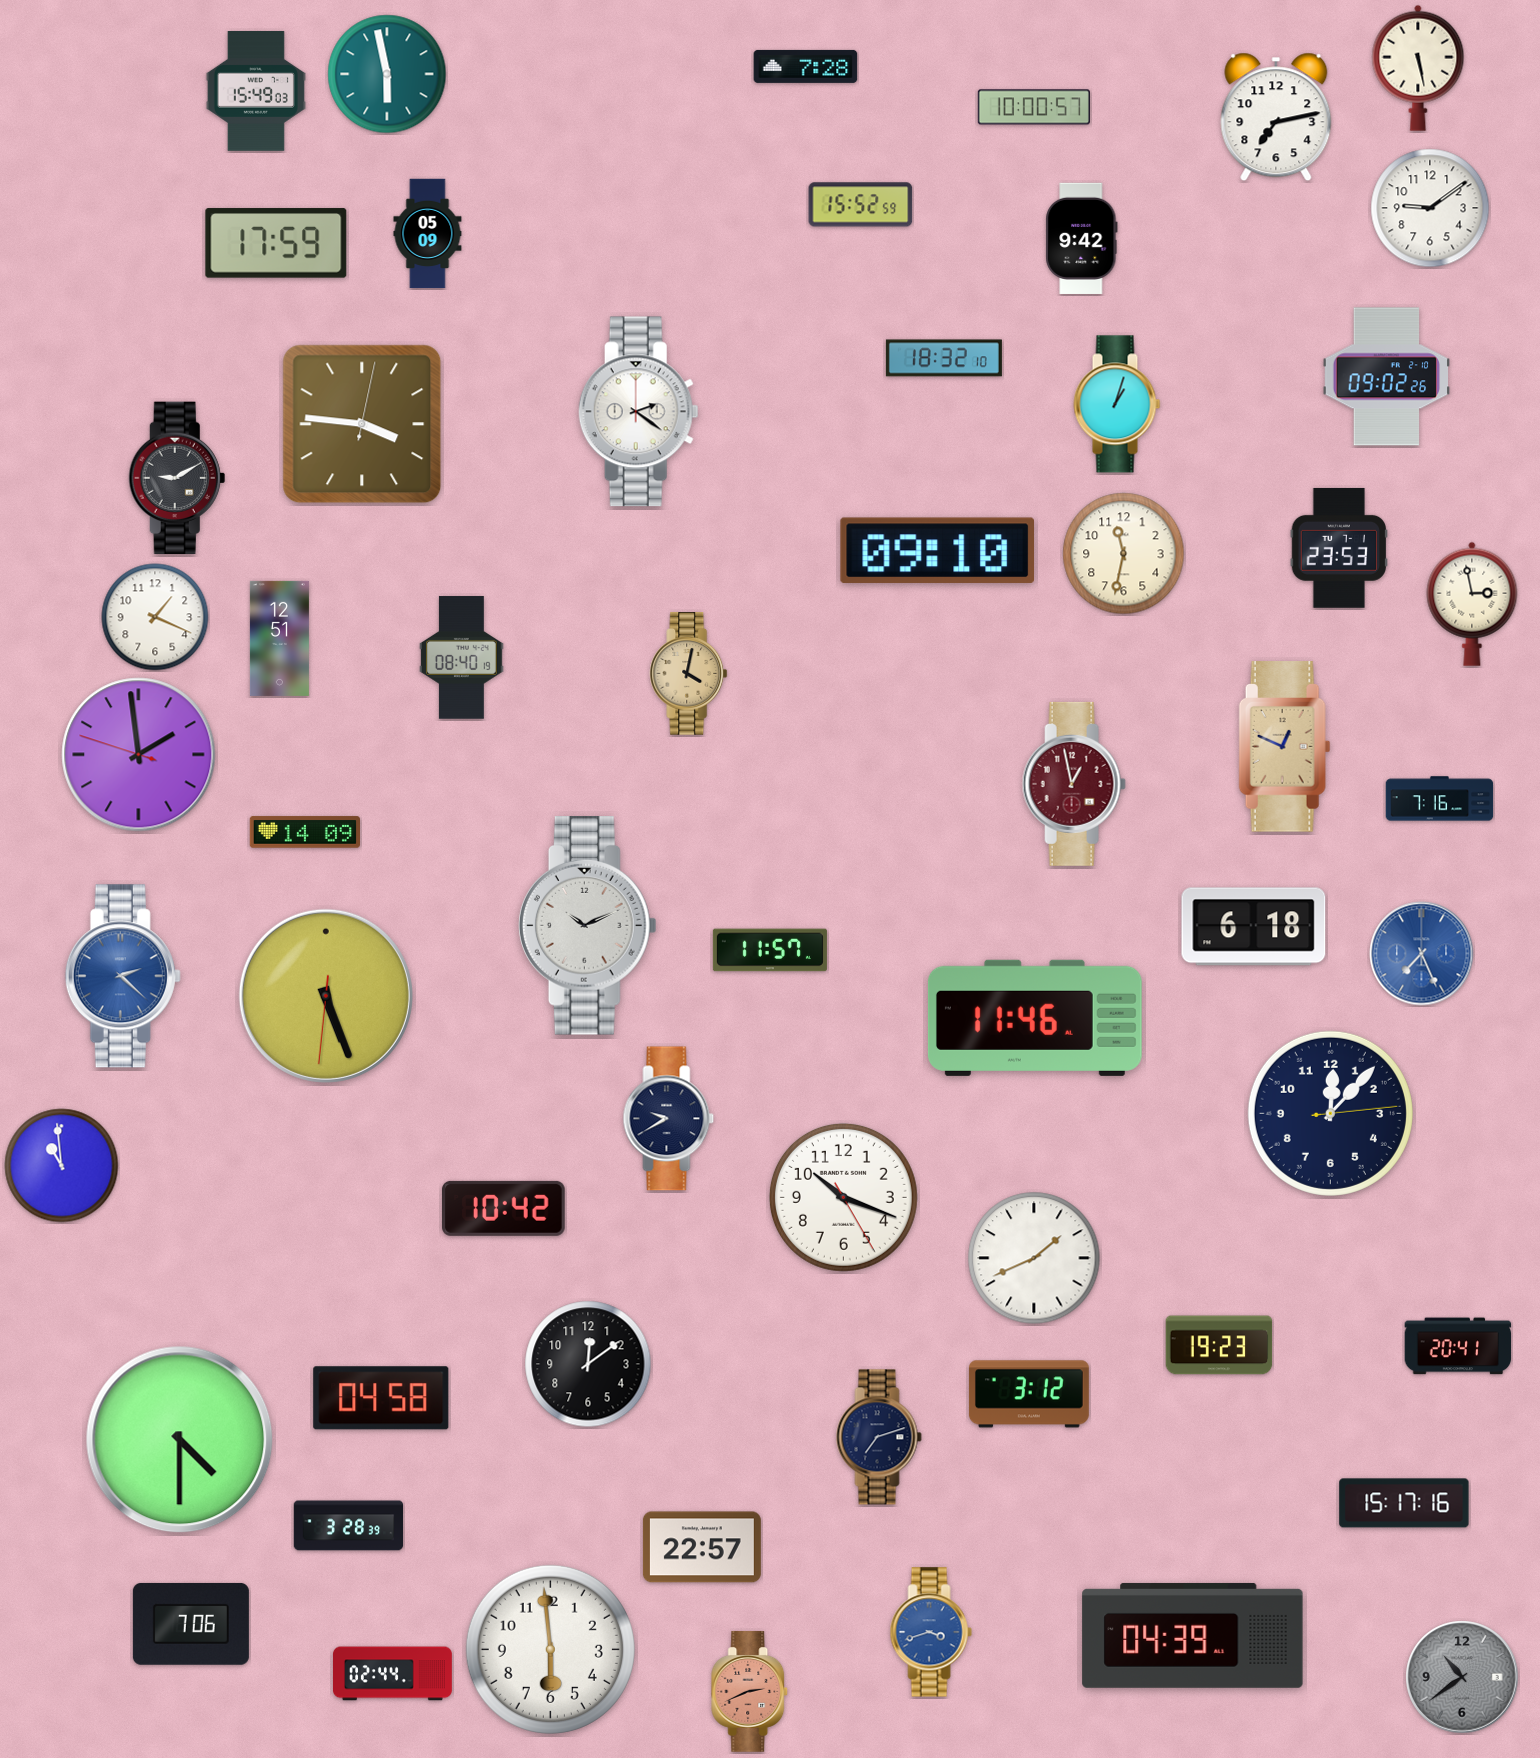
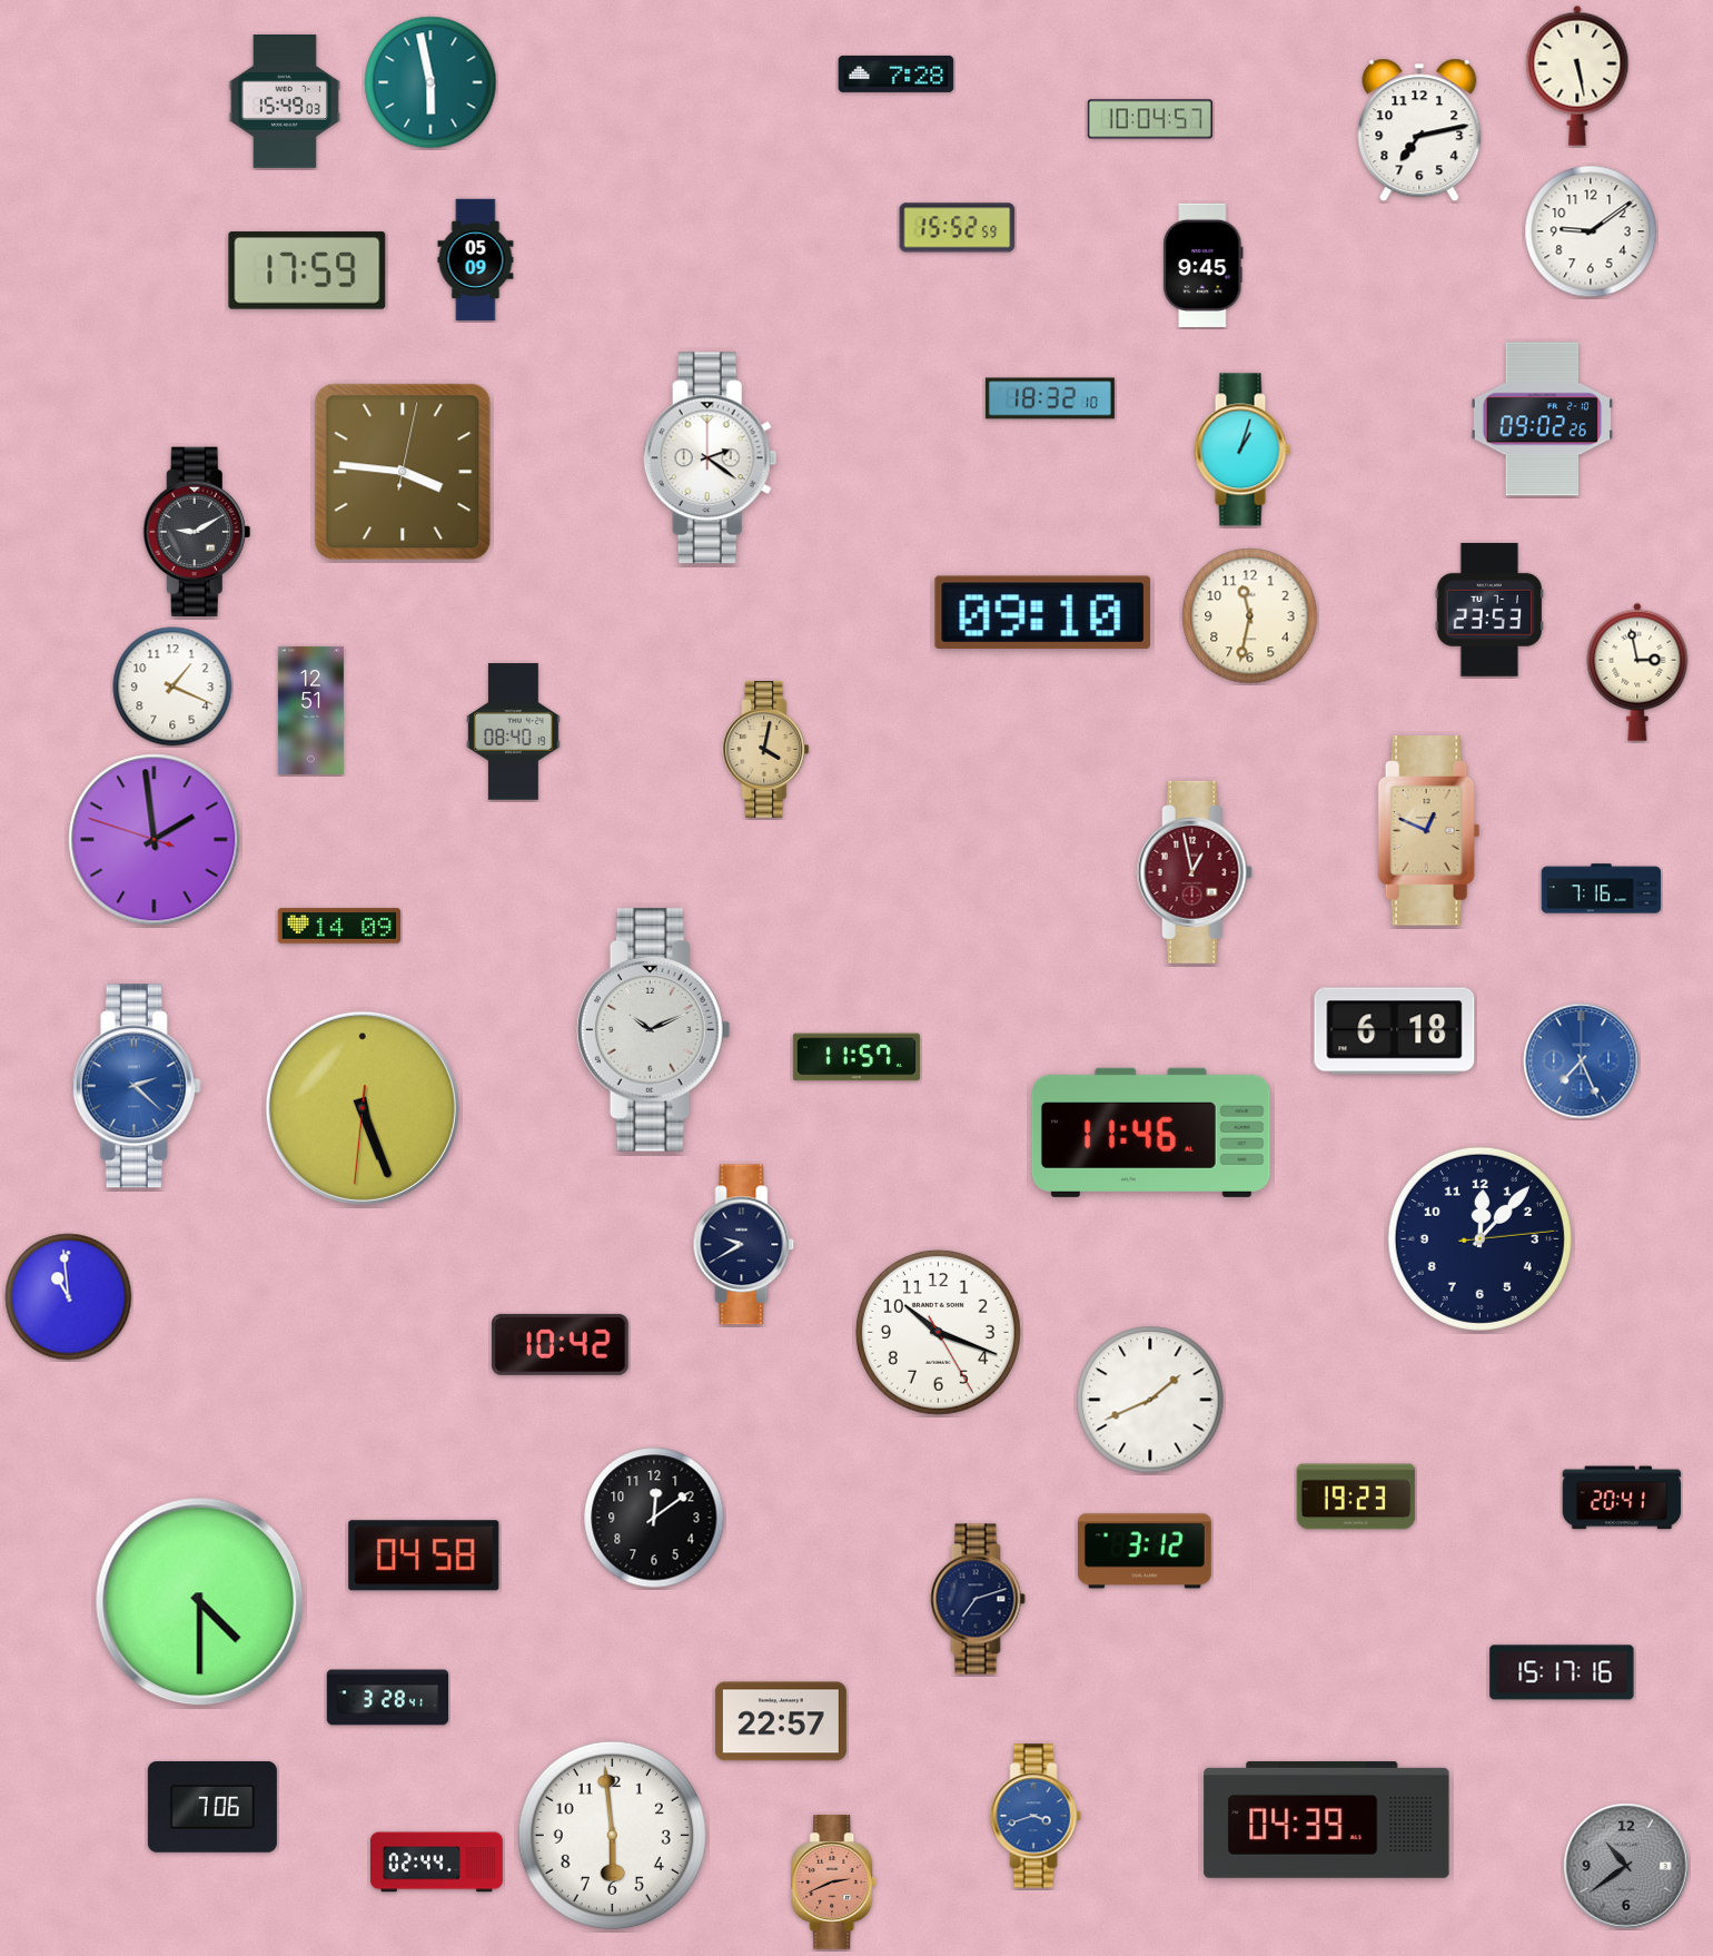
clock at (1034, 107): 10:00 -> 10:04
clock at (1082, 238): 9:42 -> 9:45
clock at (349, 1526): 3:28:39 -> 3:28:41
